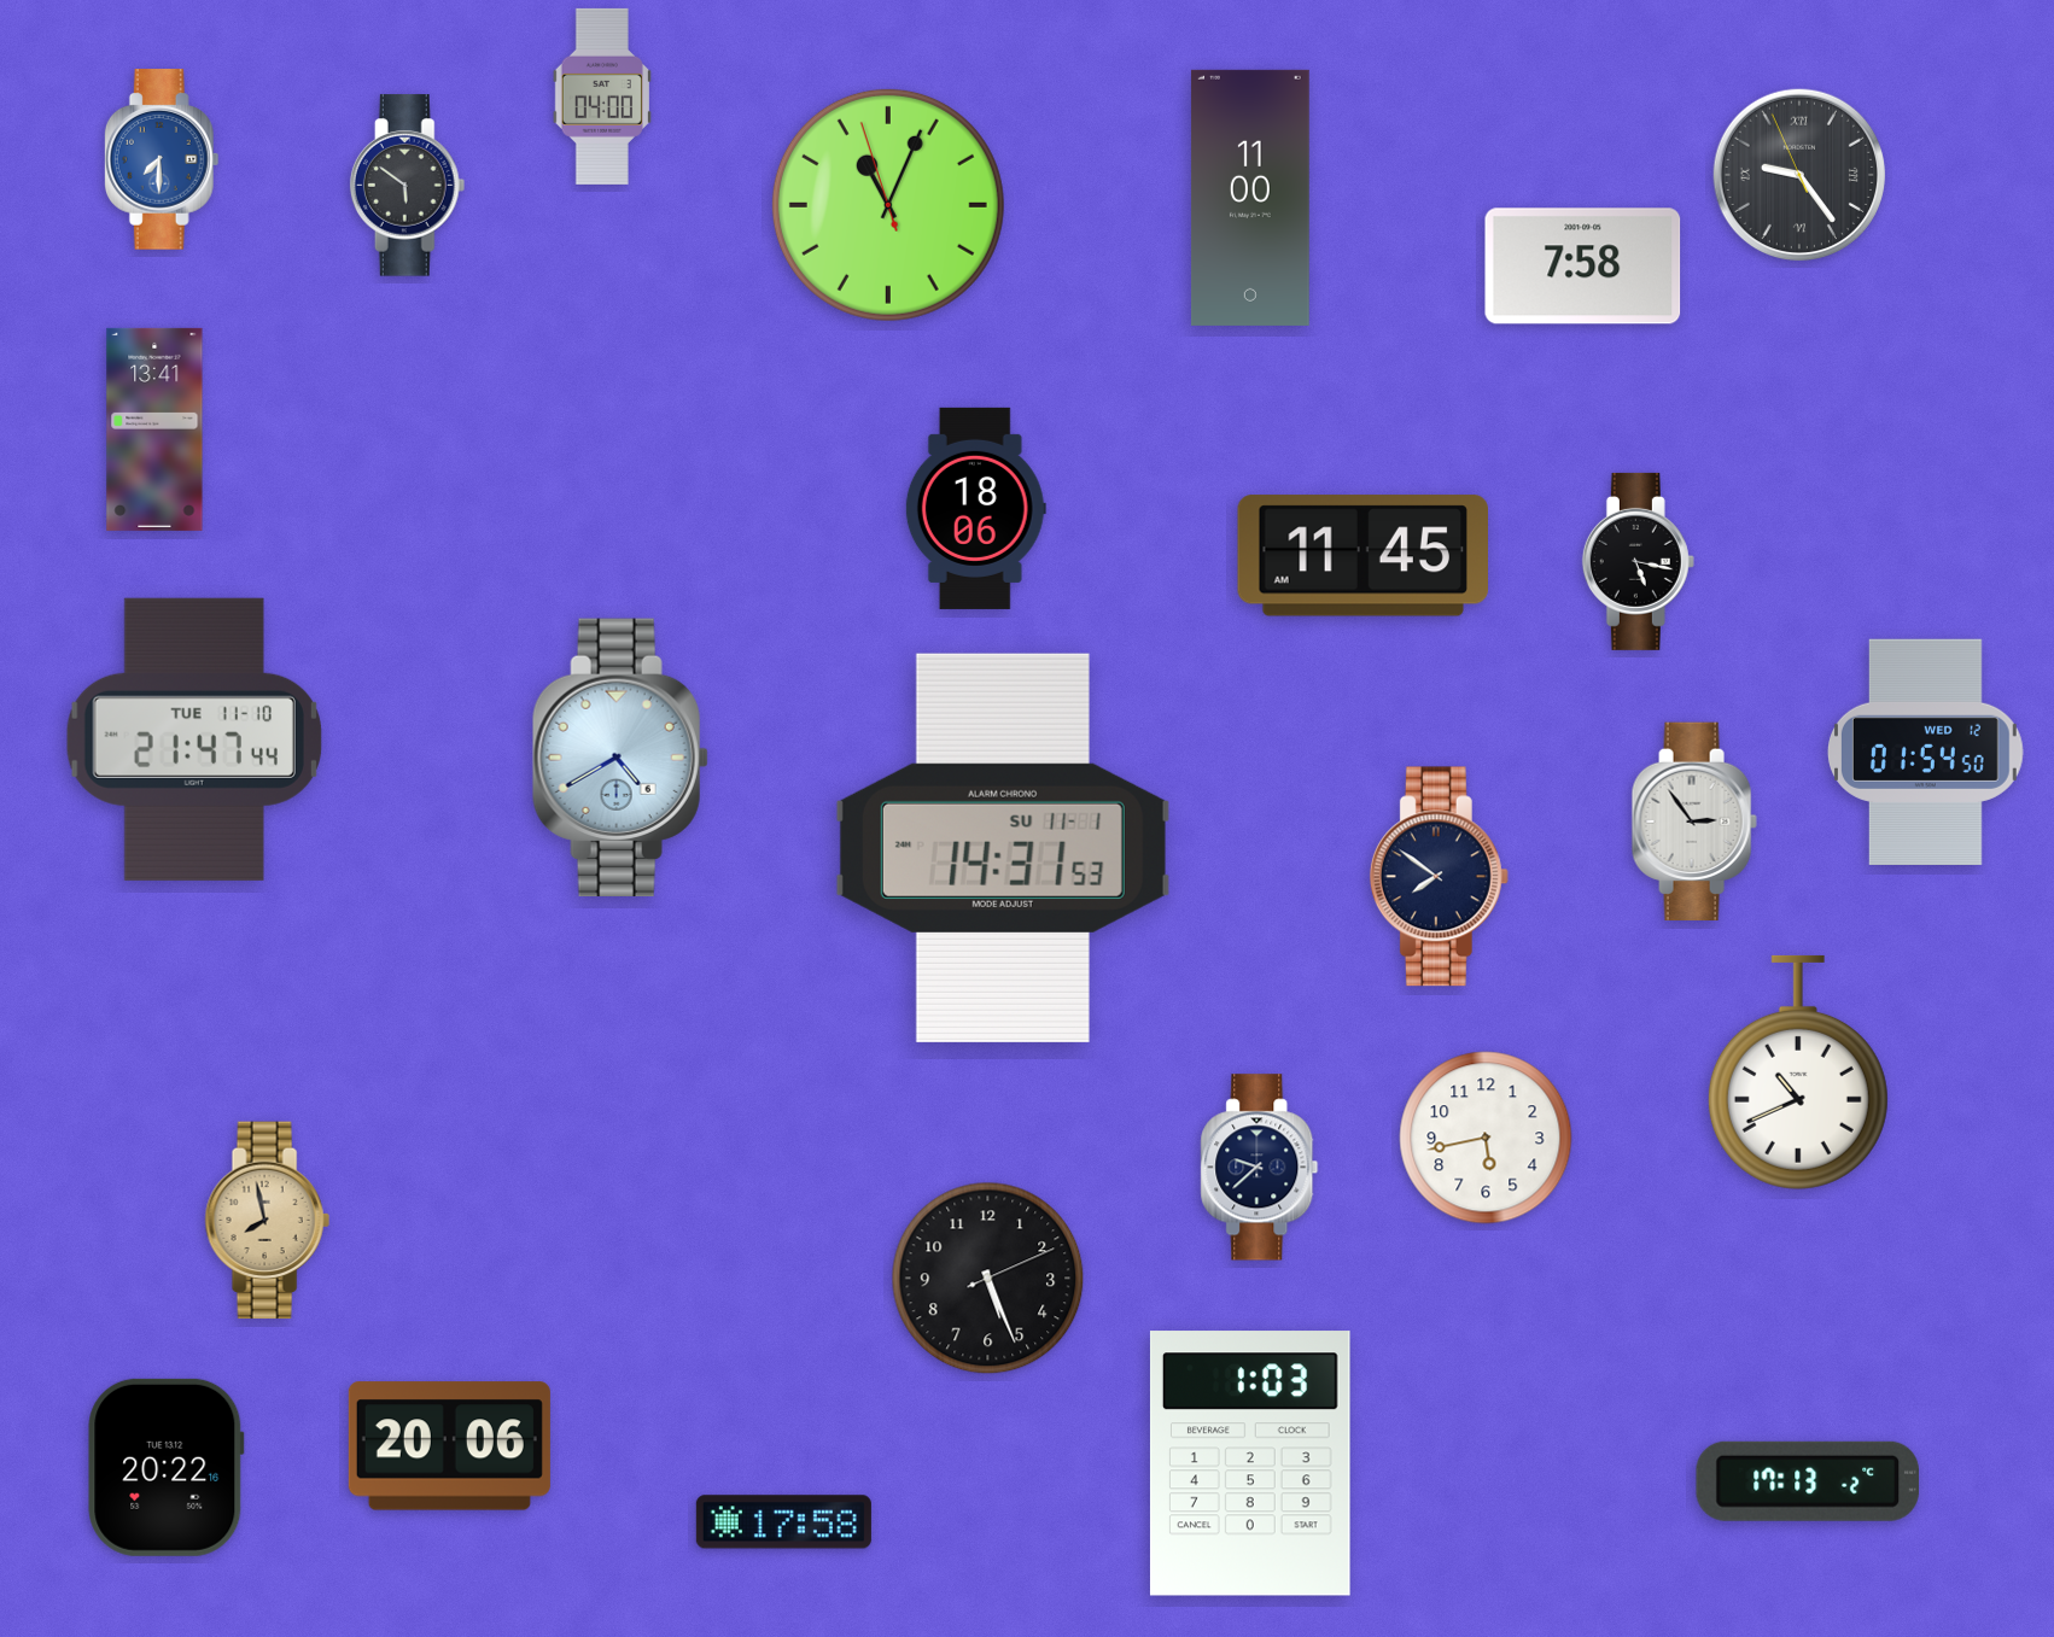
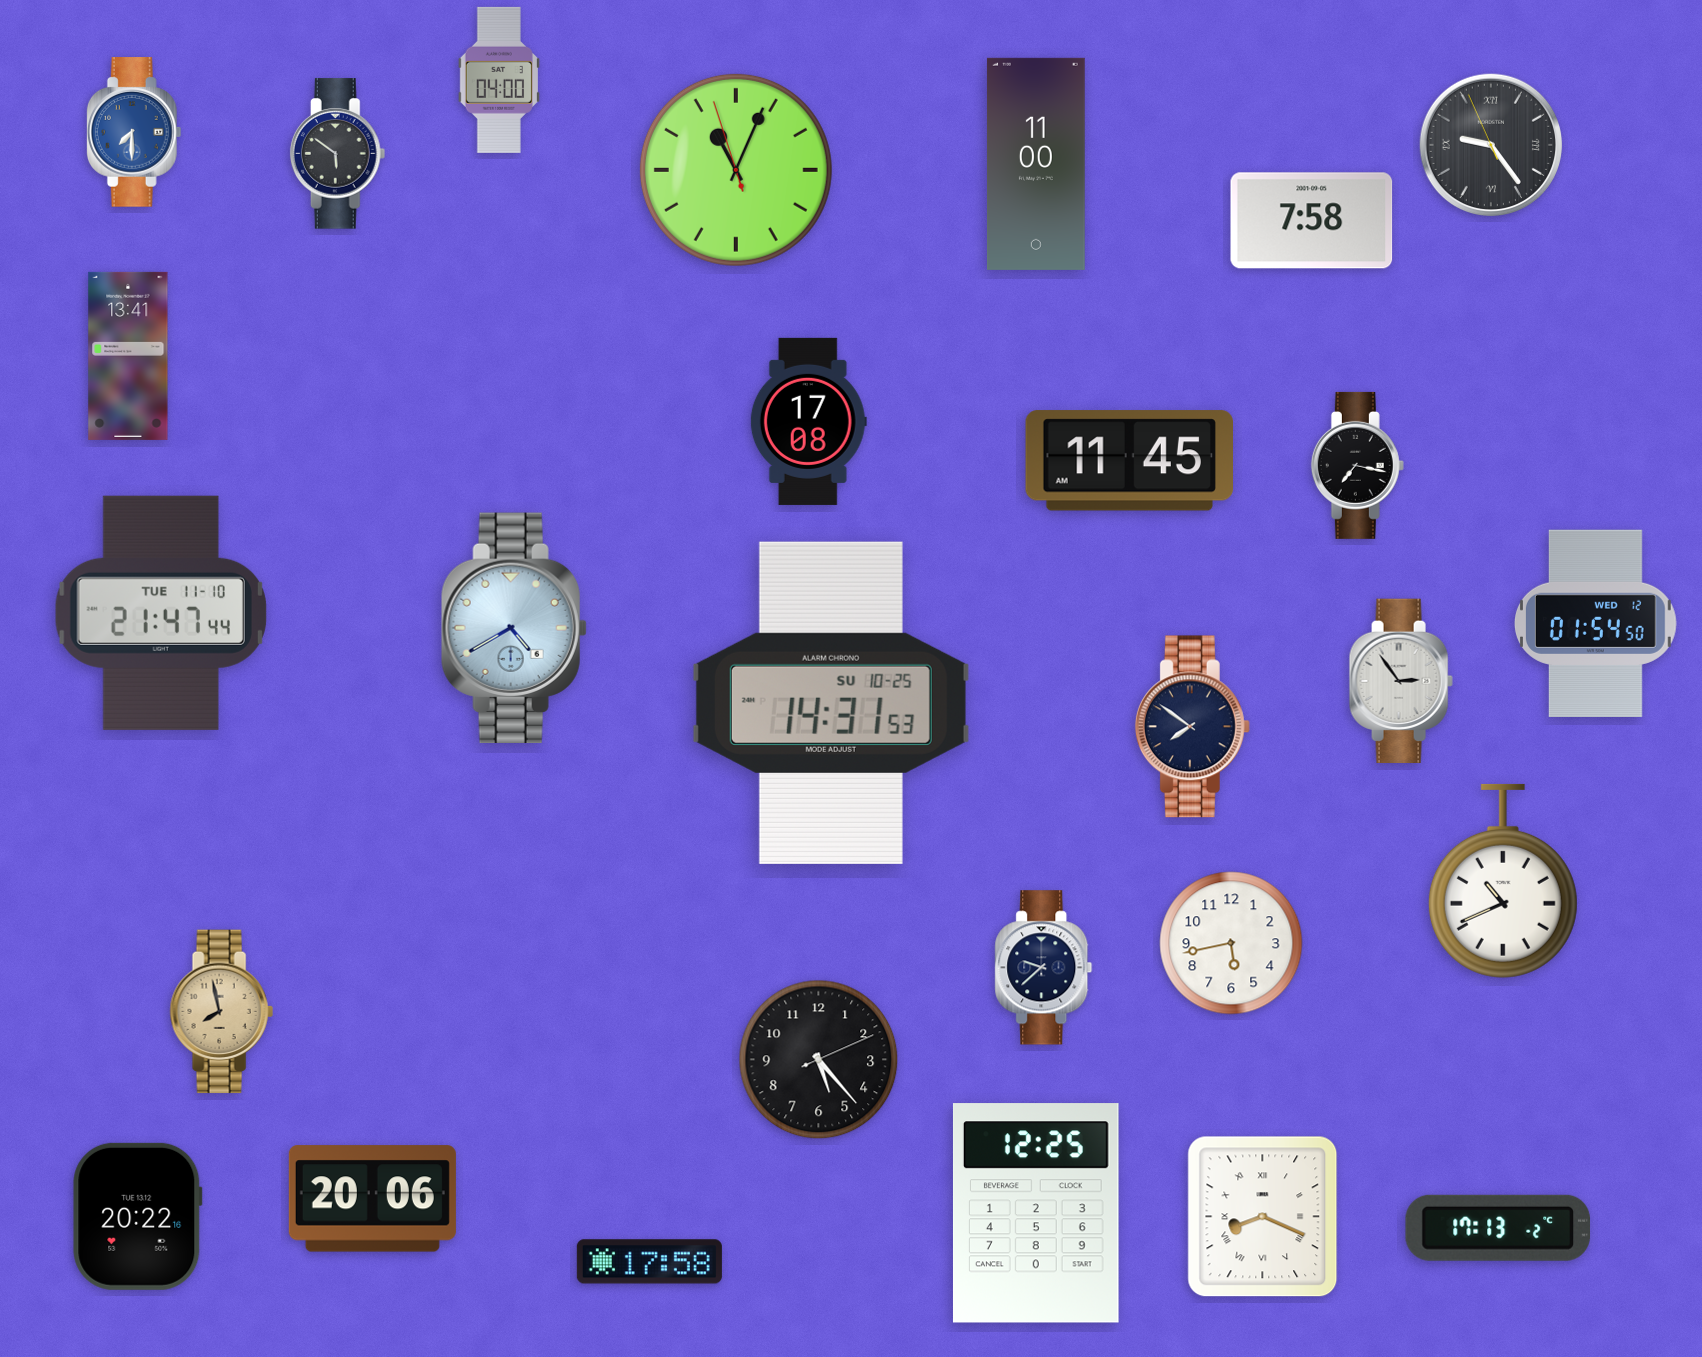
clock at (975, 508): 18:06 -> 17:08
clock at (1638, 561): 5:17 -> 7:17
clock at (1694, 820) position: (1694, 820) -> (1401, 680)
clock at (1003, 848) date: SU 11-1 -> SU 10-25
clock at (1798, 1072) position: (1798, 1072) -> (1503, 881)
clock at (988, 1279): 5:26 -> 5:23
clock at (1250, 1463): 1:03 -> 12:25
clock at (1263, 1217): none -> 8:19
